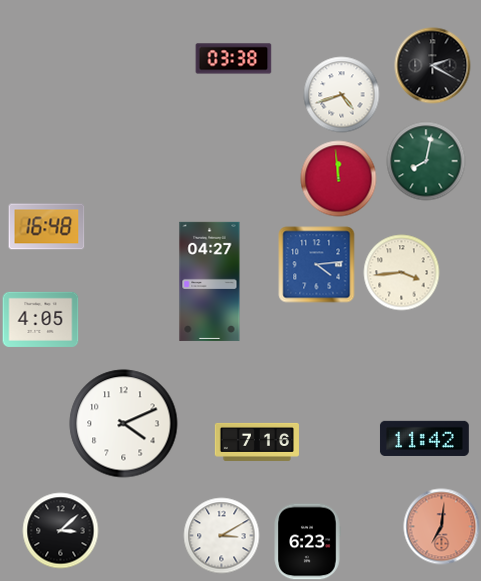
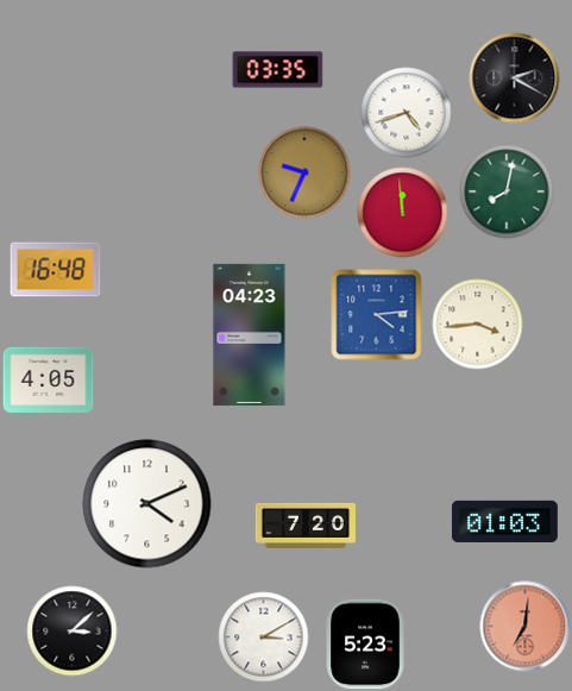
clock at (234, 59): 03:38 -> 03:35
clock at (304, 172): none -> 9:34
clock at (210, 281): 04:27 -> 04:23
clock at (425, 438): 11:42 -> 01:03
clock at (257, 442): 7:16 -> 7:20
clock at (307, 542): 6:23 -> 5:23
